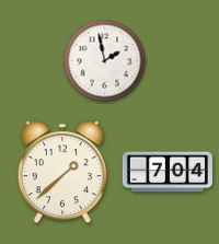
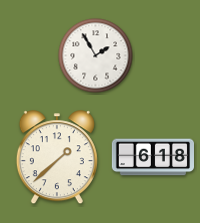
clock at (105, 61): 1:58 -> 1:55
clock at (166, 172): 7:04 -> 6:18
